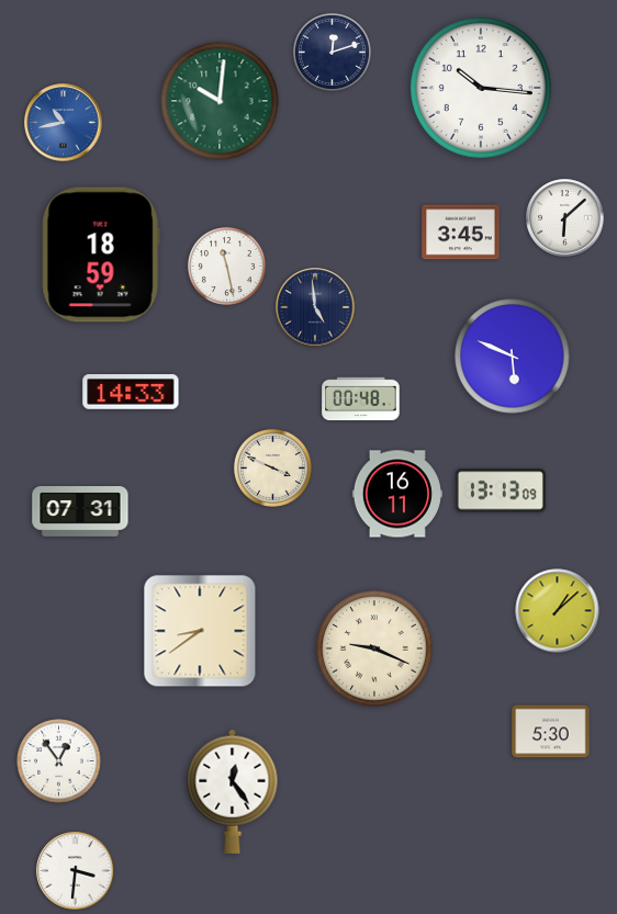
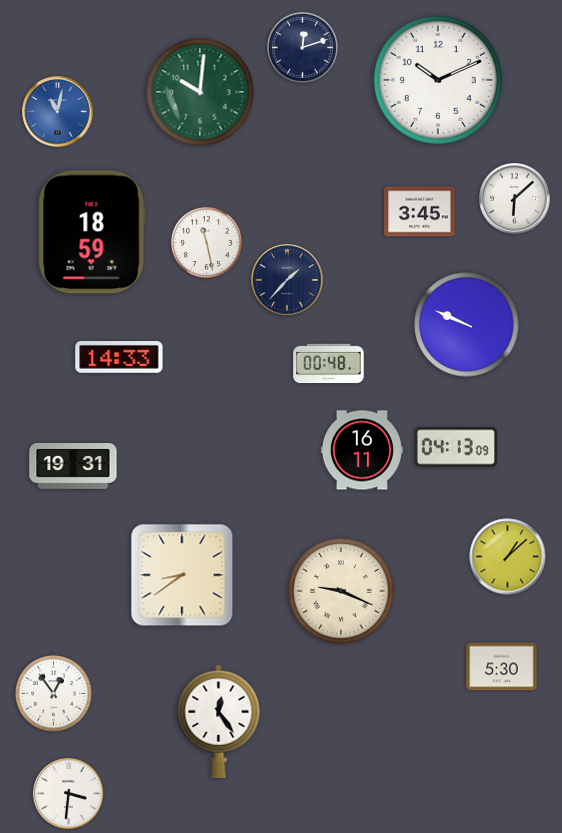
clock at (481, 88): 10:16 -> 10:11
clock at (64, 123): 10:43 -> 11:02
clock at (315, 307): 4:59 -> 1:37
clock at (513, 357): 5:49 -> 9:49
clock at (272, 467): 3:49 -> none
clock at (501, 490): 13:13 -> 04:13
clock at (80, 512): 07:31 -> 19:31
clock at (233, 791) position: (233, 791) -> (219, 721)
